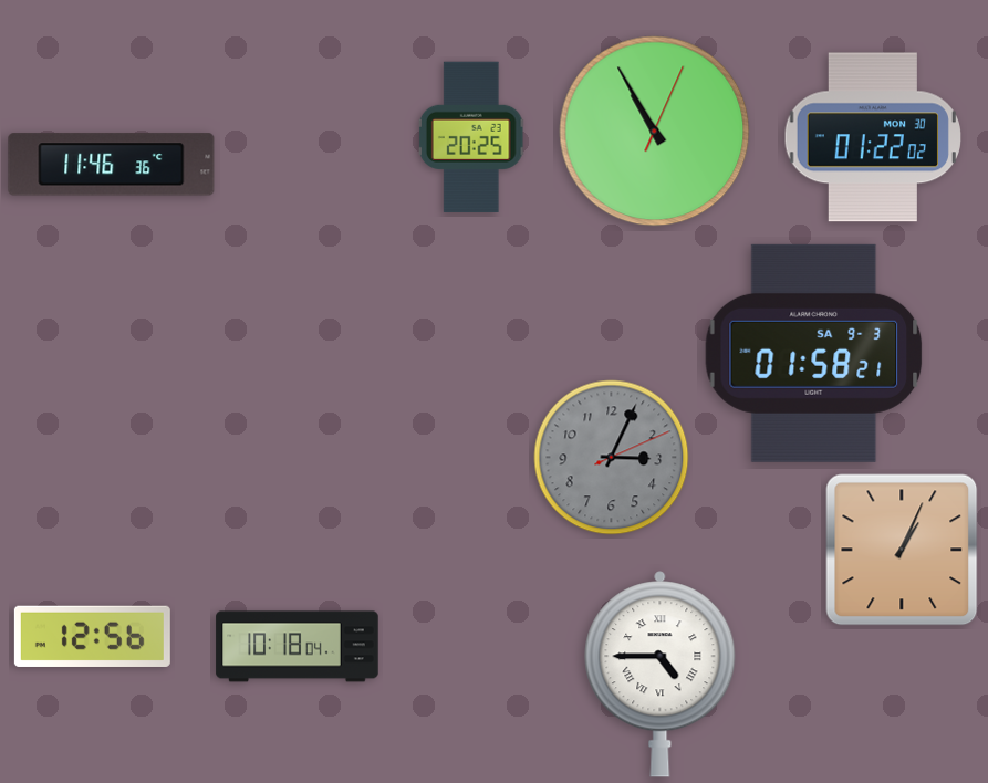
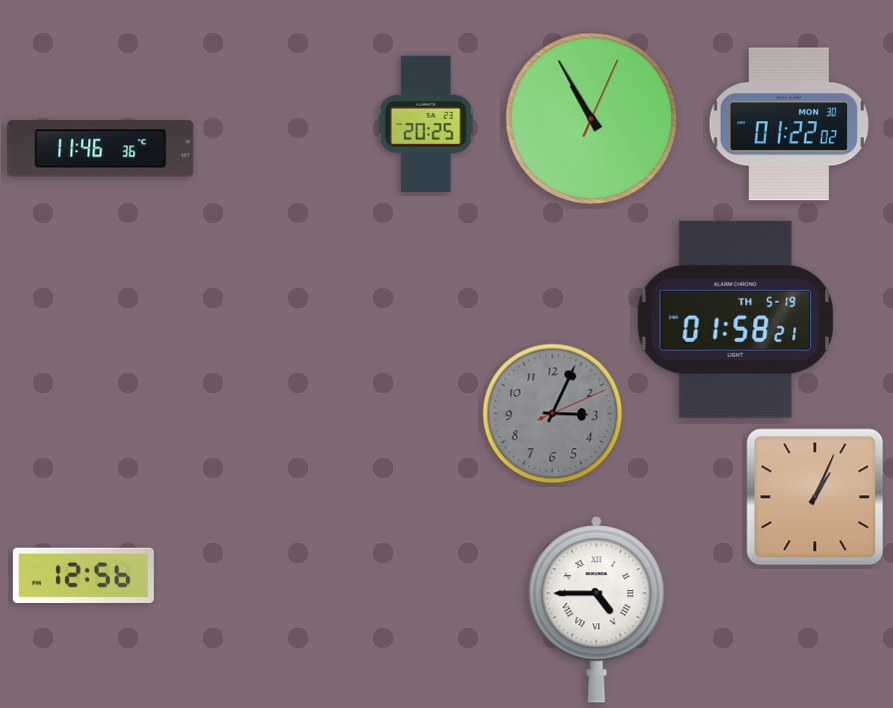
clock at (814, 353) date: SA 9-3 -> TH 5-19
clock at (298, 647): 10:18 -> none
